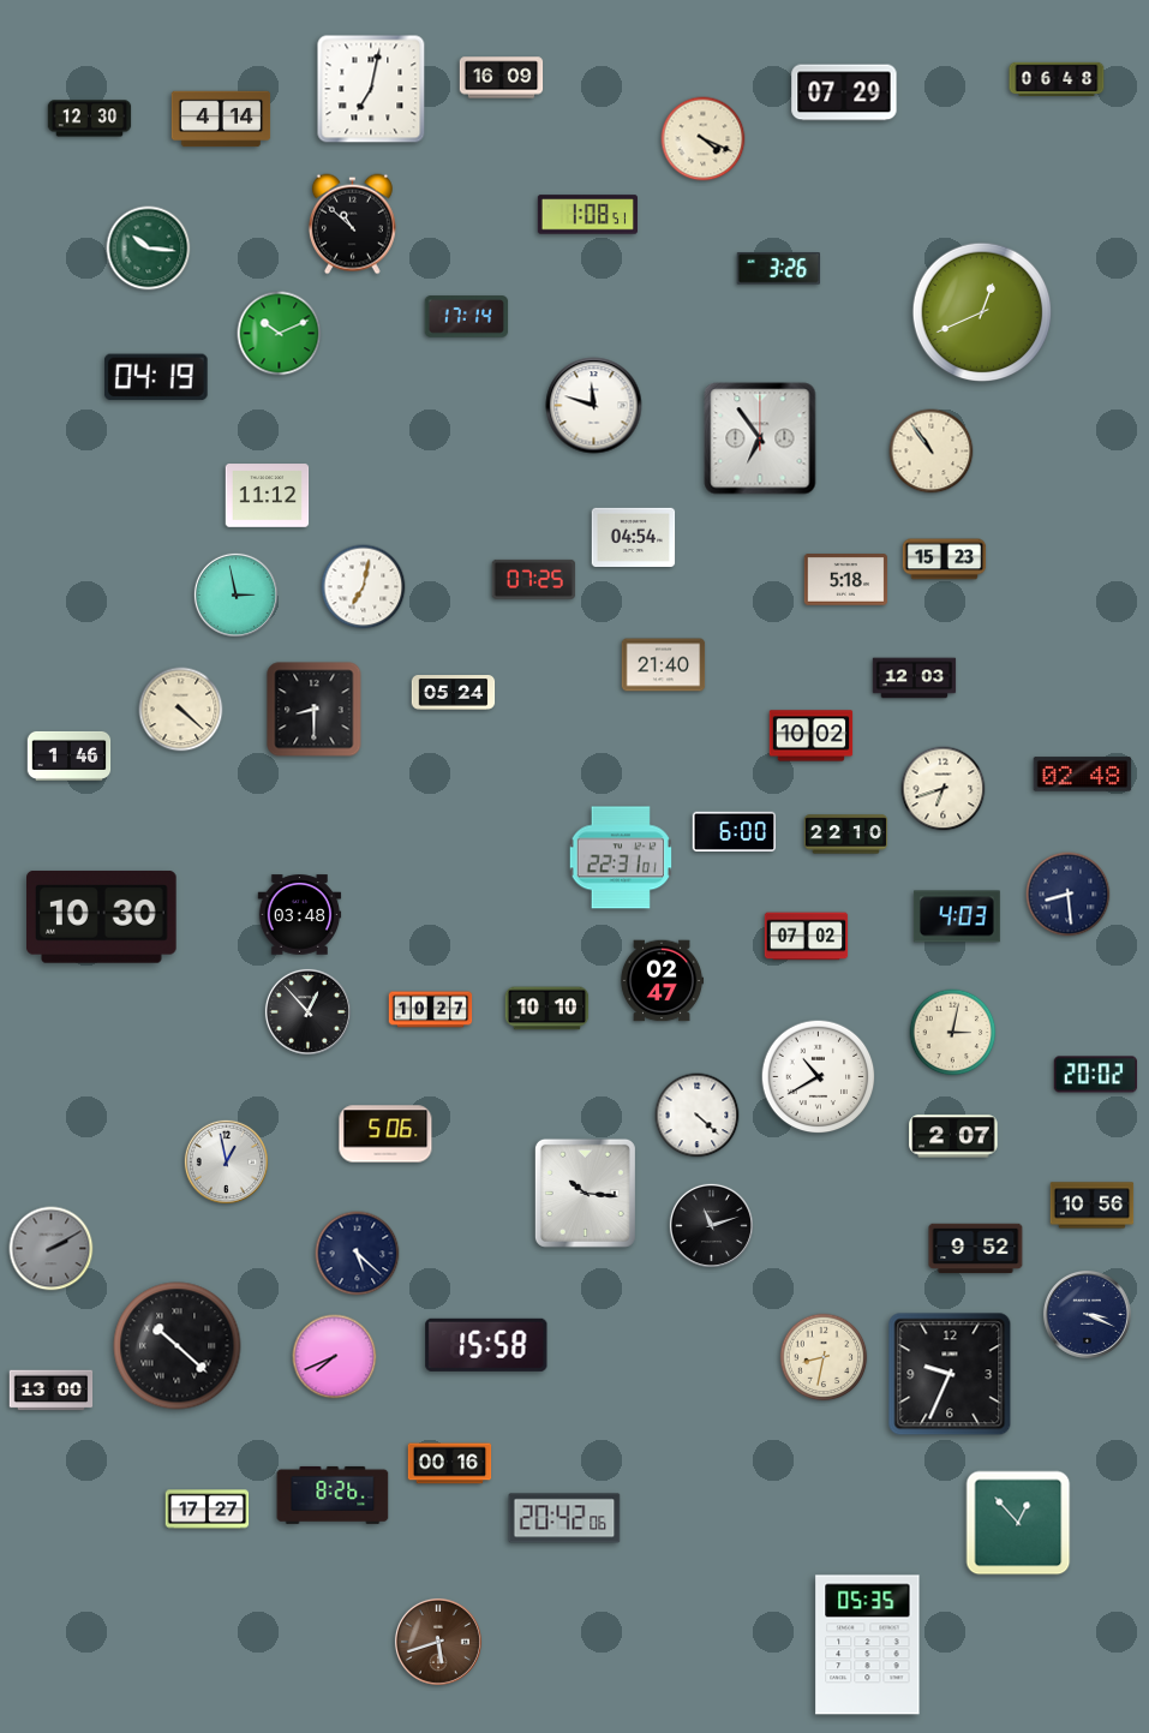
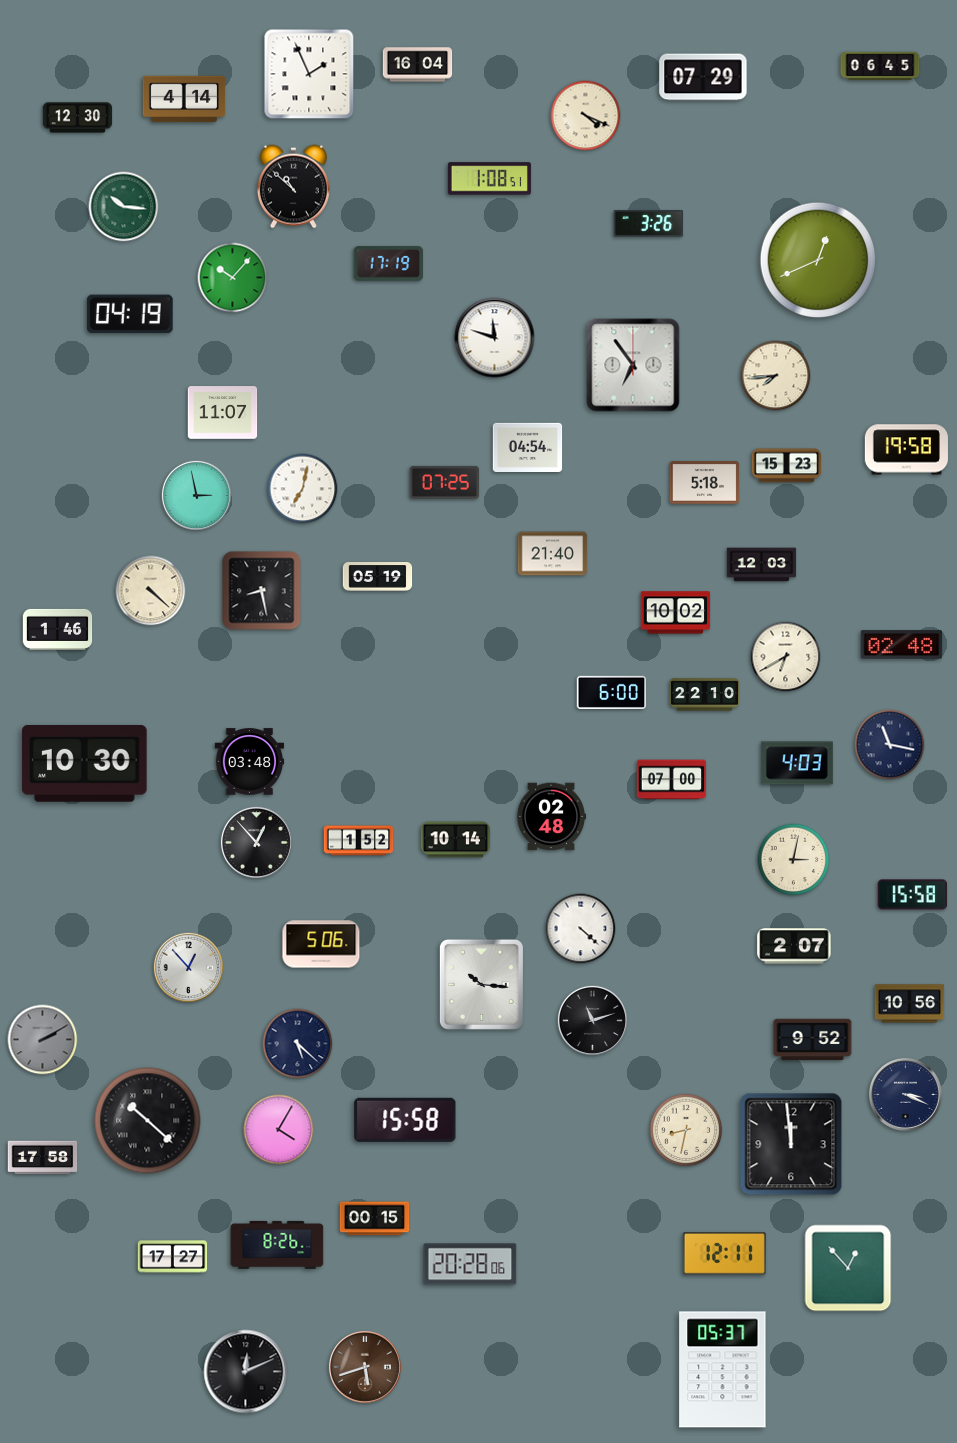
clock at (502, 78): 16:09 -> 16:04
clock at (1057, 79): 06:48 -> 06:45
clock at (371, 89): 7:02 -> 1:56
clock at (90, 119) position: (90, 119) -> (78, 118)
clock at (467, 317): 17:14 -> 17:19
clock at (280, 334): 10:11 -> 10:07
clock at (932, 452): 10:54 -> 7:44
clock at (268, 496): 11:12 -> 11:07
clock at (906, 450): none -> 19:58
clock at (454, 693): 05:24 -> 05:19
clock at (315, 710): 8:30 -> 8:28
clock at (944, 789): 6:42 -> 6:40
clock at (620, 857): 22:31 -> none
clock at (1069, 895): 8:29 -> 11:17
clock at (807, 937): 07:02 -> 07:00
clock at (662, 981): 02:47 -> 02:48
clock at (547, 1009): 10:10 -> 10:14
clock at (431, 1010): 10:27 -> 1:52
clock at (1096, 1075): 20:02 -> 15:58
clock at (819, 1077): 10:40 -> none
clock at (226, 1161): 12:58 -> 12:53
clock at (585, 1193) position: (585, 1193) -> (481, 984)
clock at (335, 1357): 7:41 -> 4:05
clock at (950, 1374): 9:34 -> 11:59
clock at (52, 1391): 13:00 -> 17:58
clock at (450, 1464): 00:16 -> 00:15
clock at (724, 1254): none -> 12:11
clock at (564, 1518): 20:42 -> 20:28
clock at (868, 1645): 05:35 -> 05:37
clock at (246, 1372): none -> 12:11
